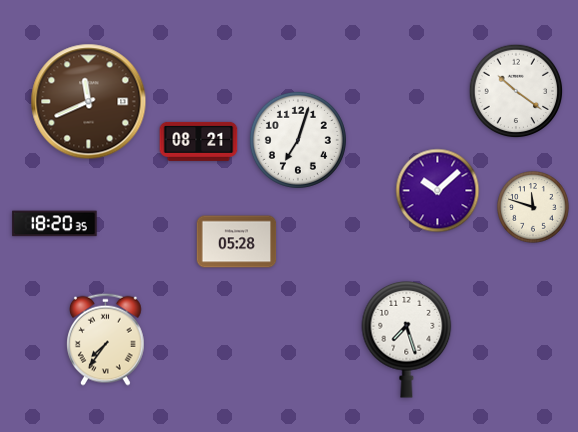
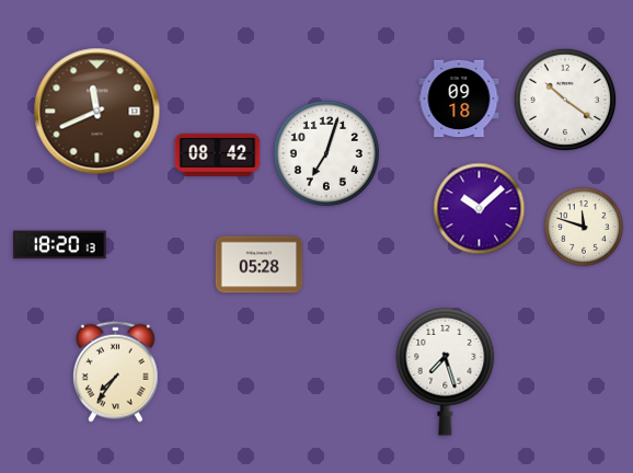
clock at (459, 99): none -> 09:18
clock at (199, 141): 08:21 -> 08:42
clock at (55, 224): 18:20:35 -> 18:20:13
